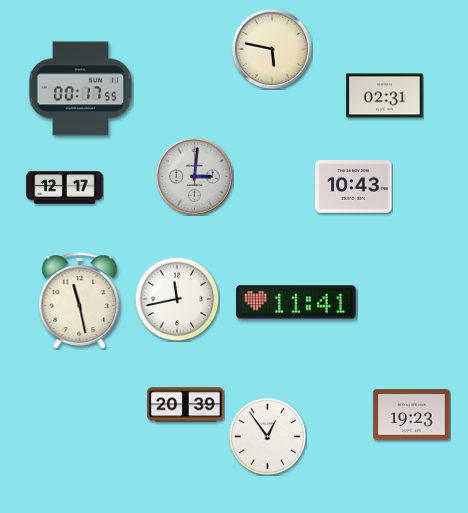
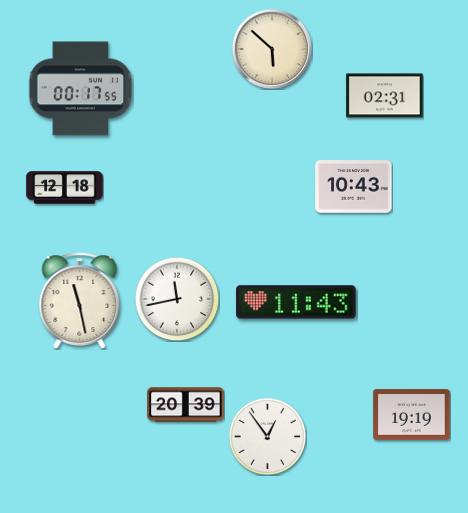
clock at (272, 49): 5:47 -> 5:52
clock at (194, 176): 3:01 -> none
clock at (65, 188): 12:17 -> 12:18
clock at (296, 302): 11:41 -> 11:43
clock at (412, 415): 19:23 -> 19:19
